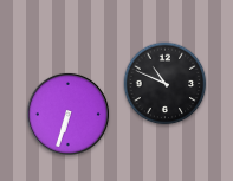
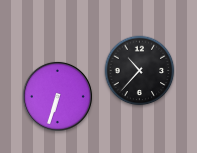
clock at (166, 84): 10:49 -> 10:37
